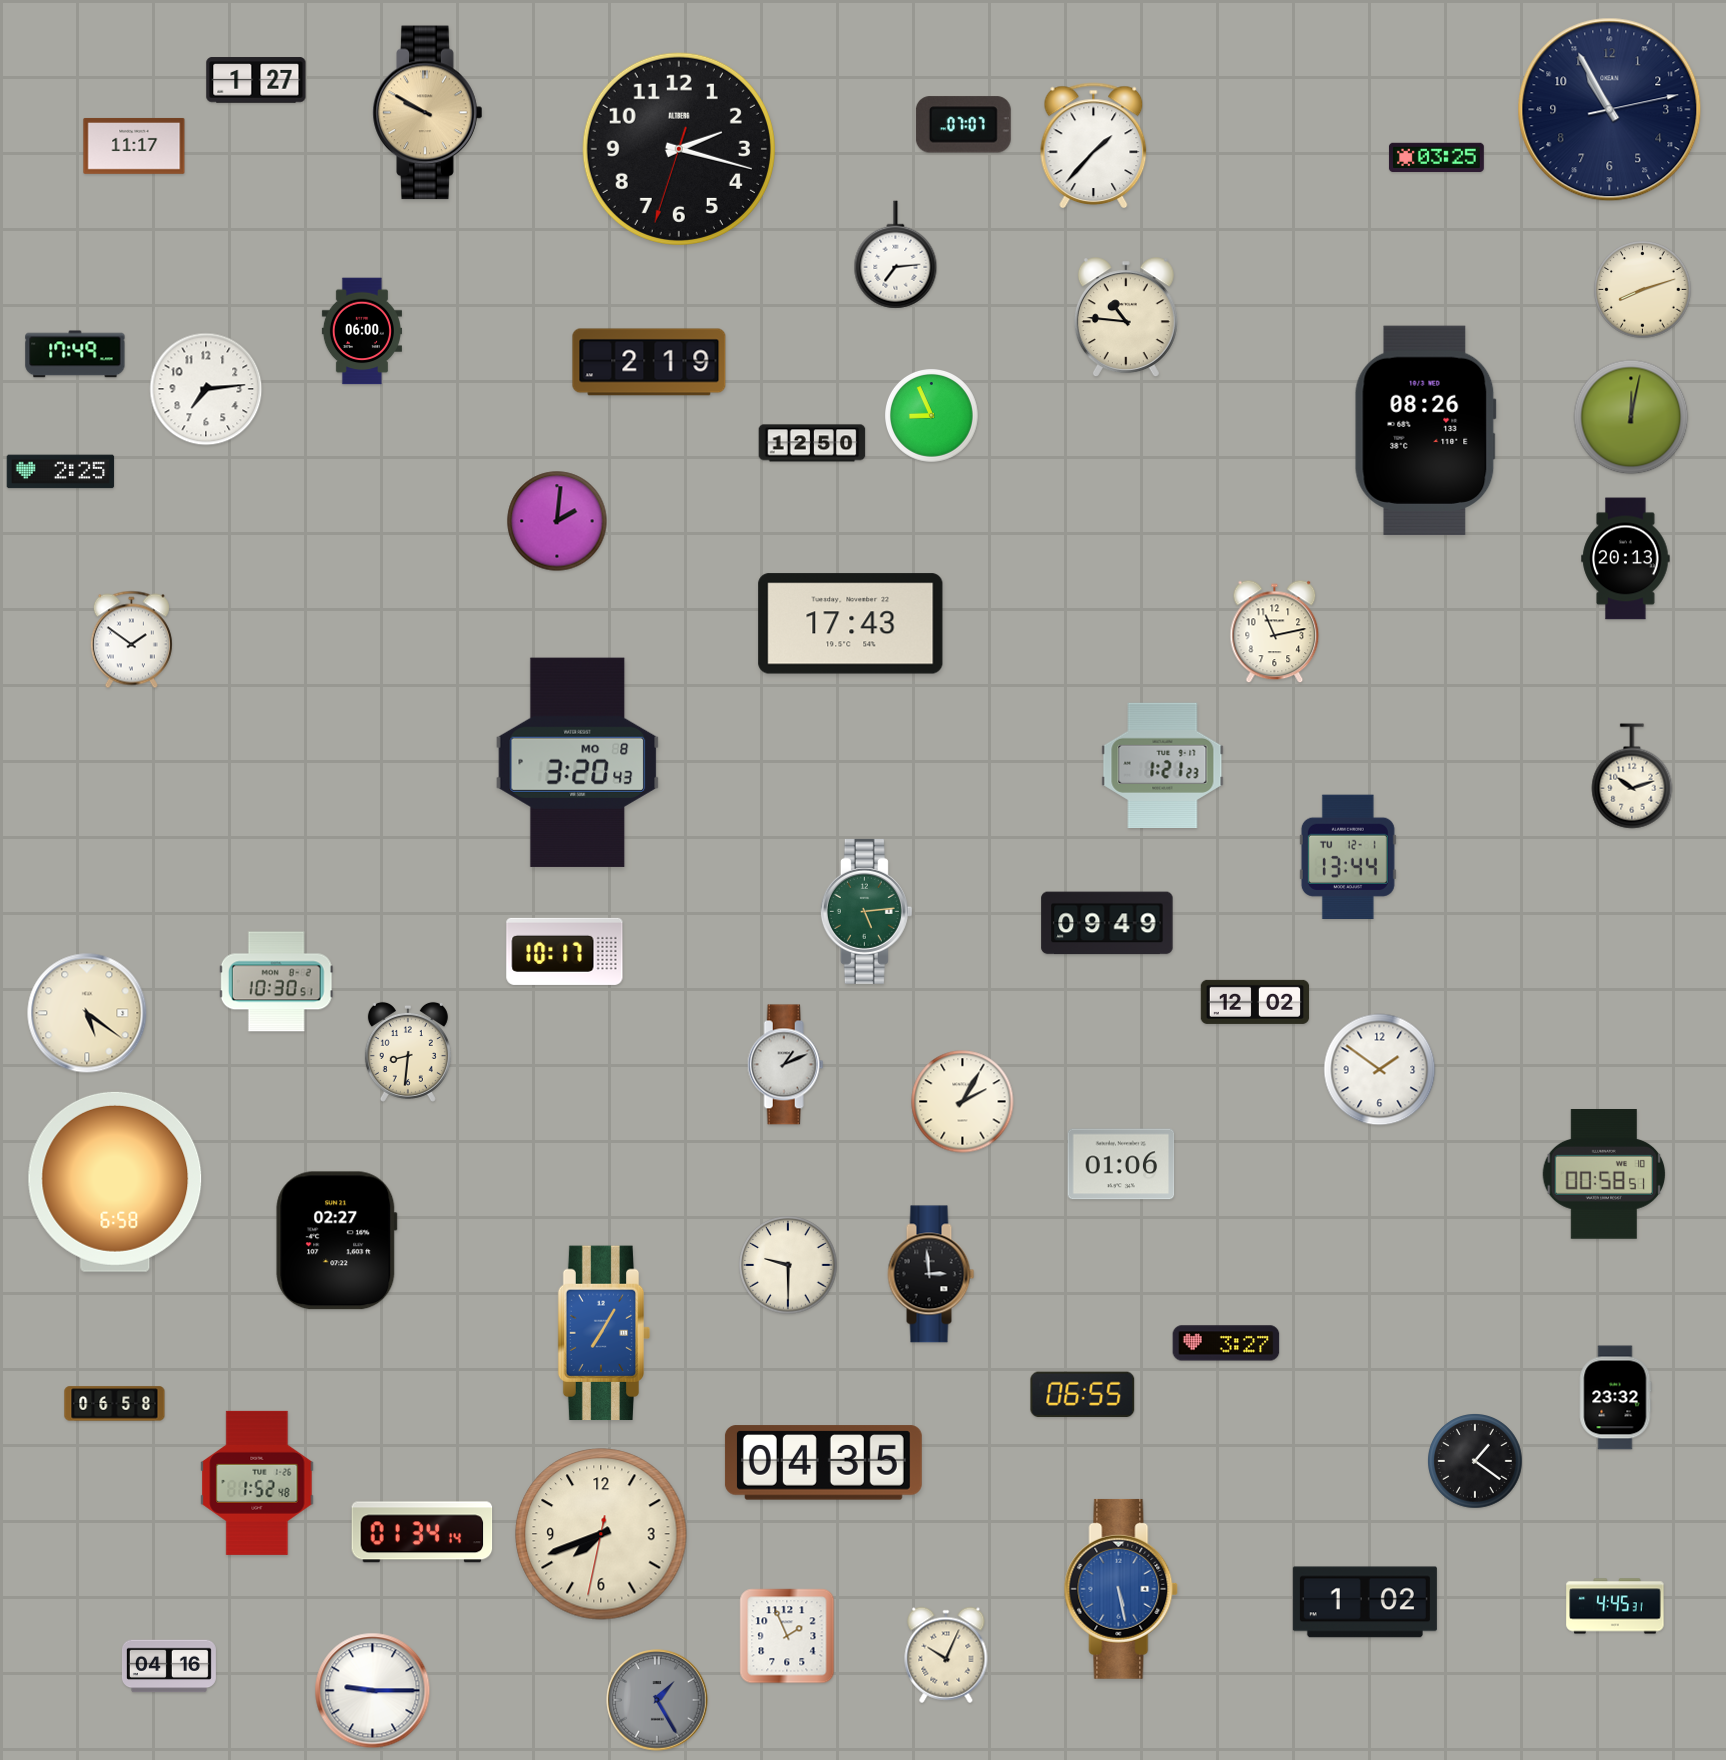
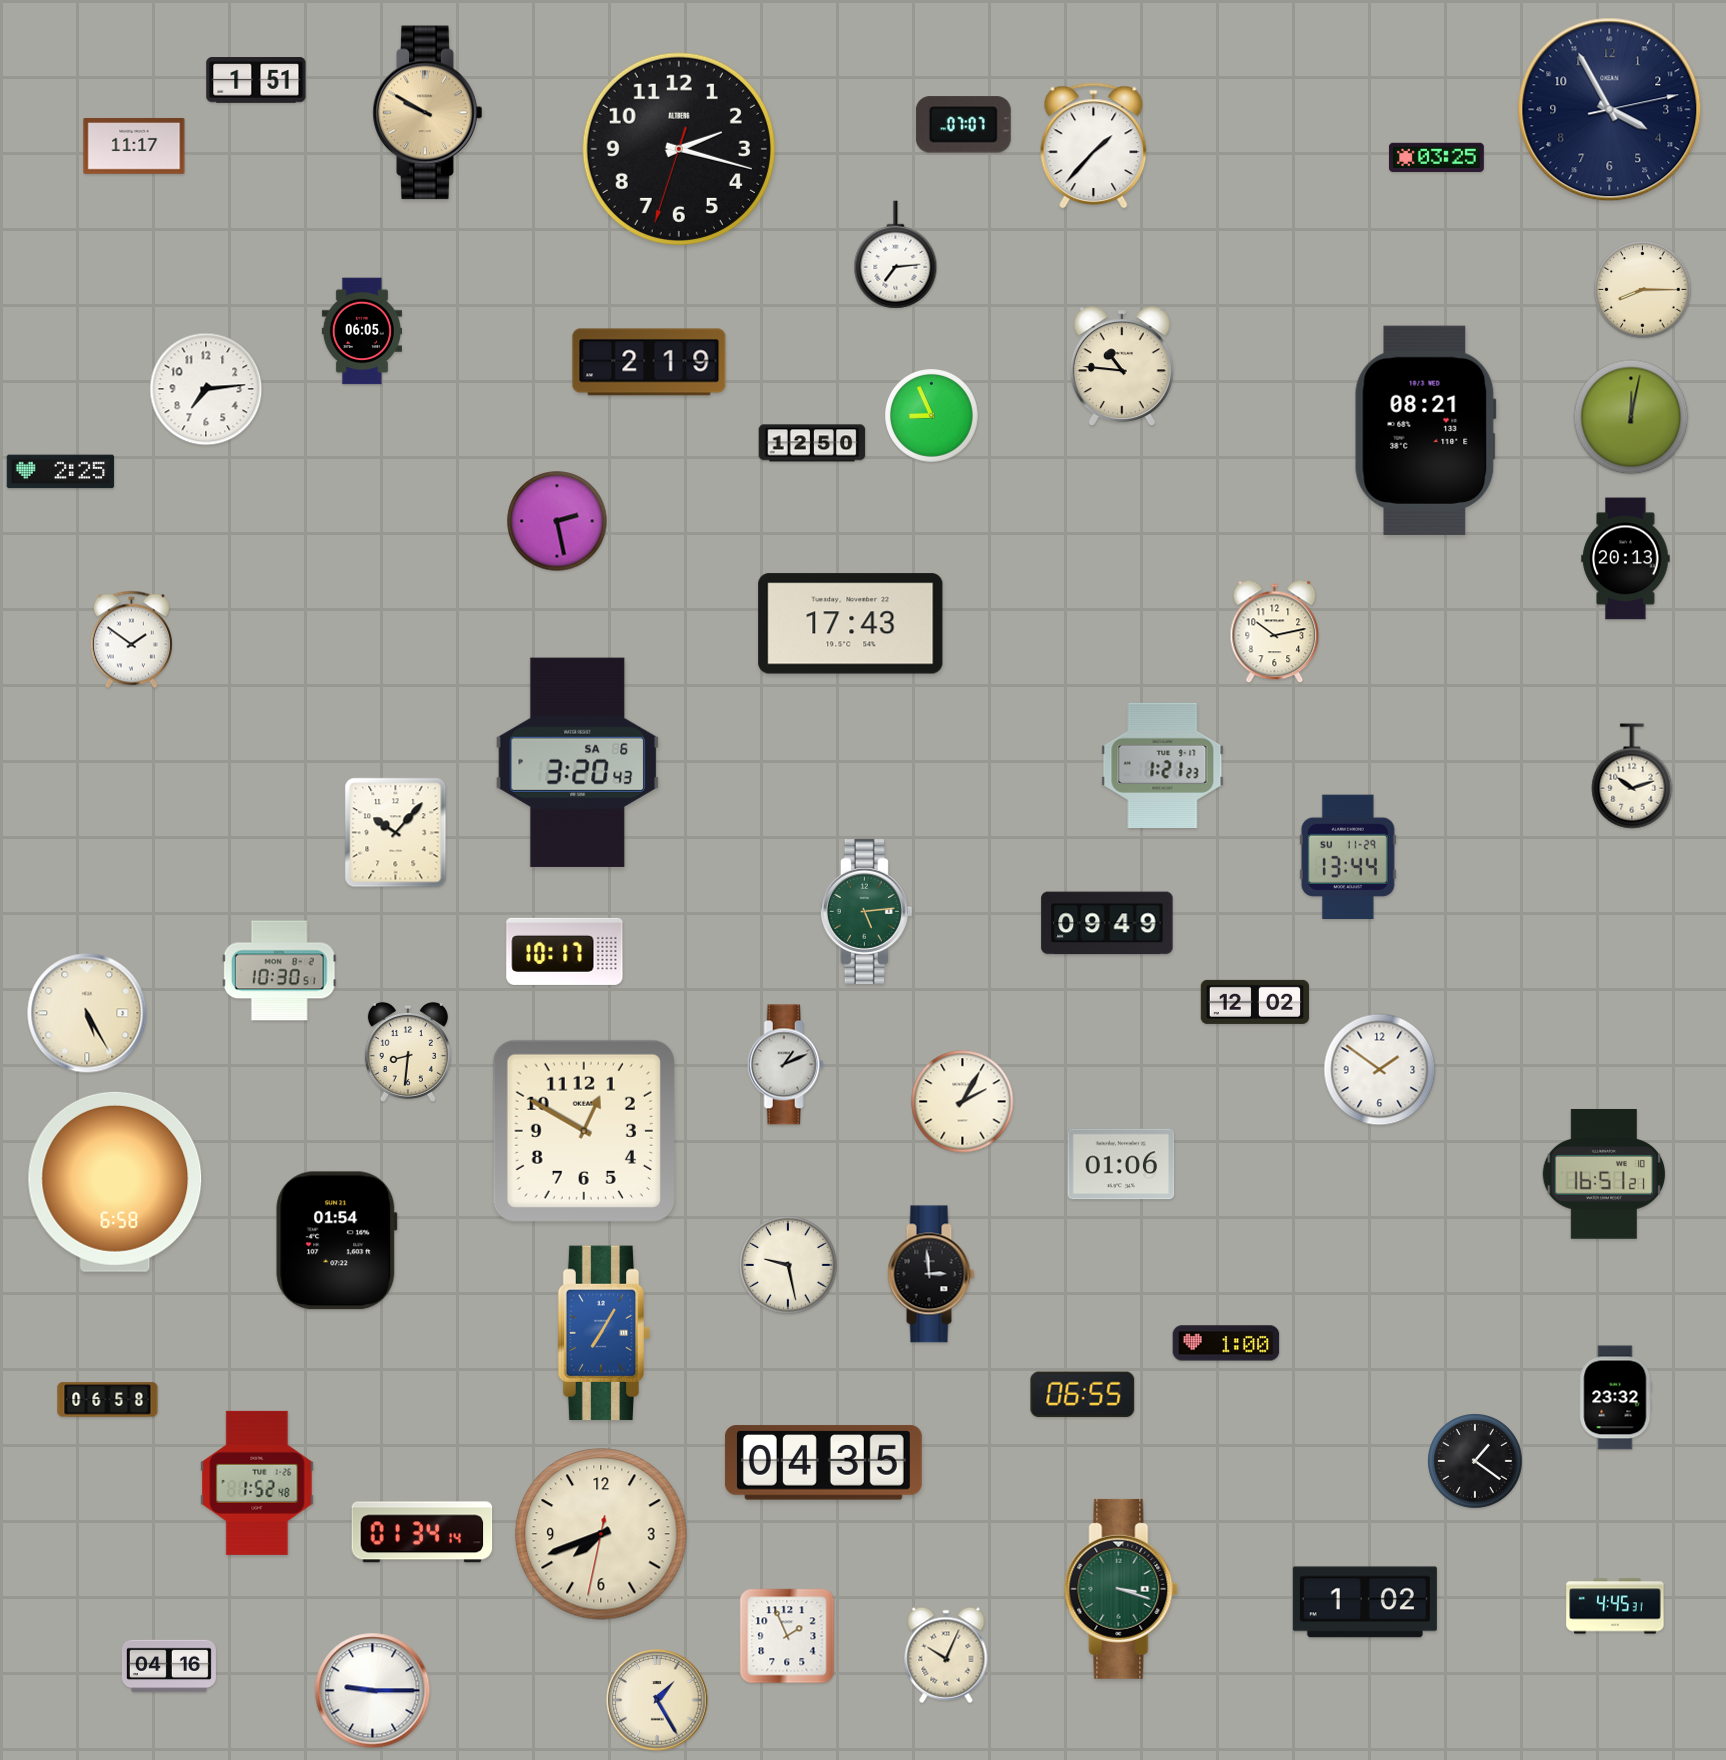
clock at (256, 80): 1:27 -> 1:51
clock at (1610, 110): 10:55 -> 3:55
clock at (1643, 290): 8:12 -> 8:15
clock at (1126, 318) position: (1126, 318) -> (1122, 367)
clock at (362, 331): 06:00 -> 06:05
clock at (75, 354): 17:49 -> none
clock at (1425, 430): 08:26 -> 08:21
clock at (557, 521): 2:01 -> 2:28
clock at (1275, 632): 11:13 -> 10:13
clock at (578, 762) date: MO 8 -> SA 6
clock at (396, 833): none -> 10:07
clock at (1348, 856) date: TU 12-1 -> SU 11-29
clock at (276, 982) position: (276, 982) -> (279, 971)
clock at (87, 1013): 5:21 -> 5:25
clock at (584, 1131): none -> 12:50
clock at (1604, 1175): 00:58 -> 16:51
clock at (337, 1241): 02:27 -> 01:54
clock at (788, 1265): 9:30 -> 9:28
clock at (1226, 1343): 3:27 -> 1:00
clock at (115, 1404) position: (115, 1404) -> (108, 1400)
clock at (1121, 1589): 5:28 -> 3:18
clock at (1121, 1589) dial: blue -> green
clock at (657, 1700) dial: grey -> cream
